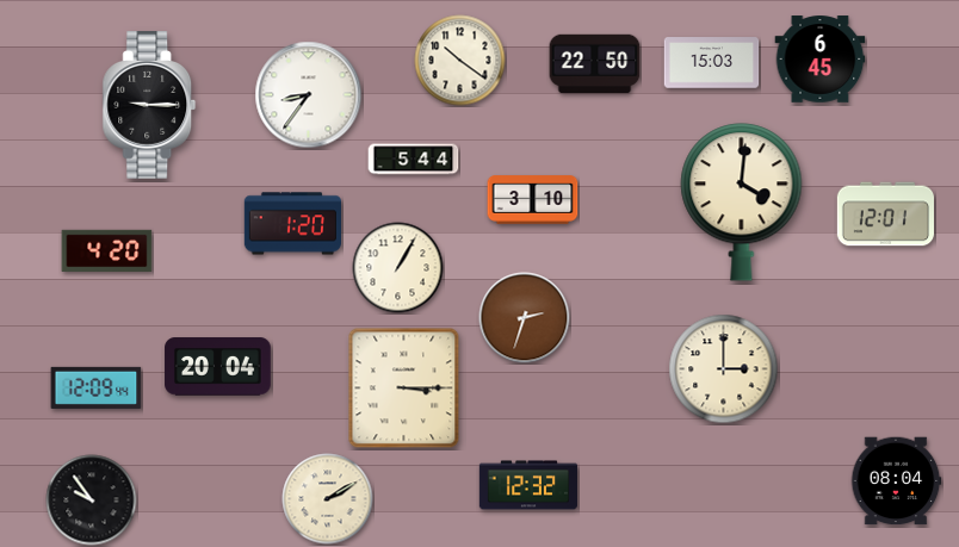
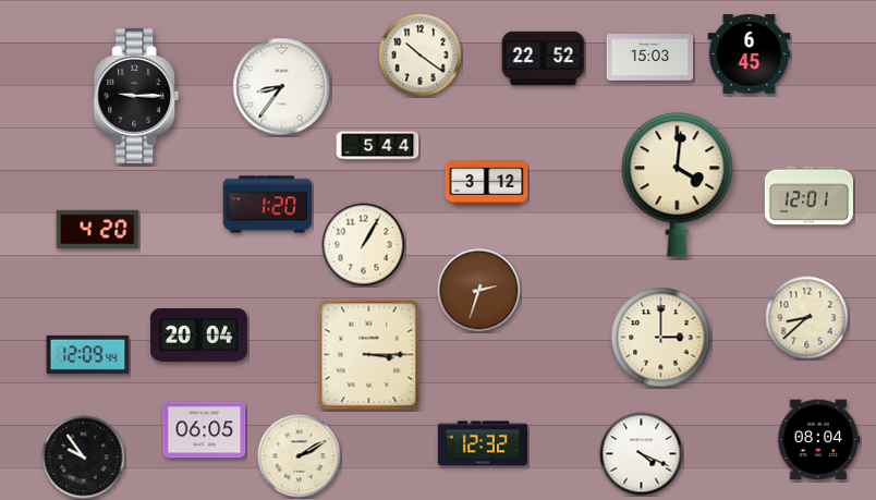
clock at (595, 64): 22:50 -> 22:52
clock at (533, 200): 3:10 -> 3:12
clock at (807, 318): none -> 8:38
clock at (205, 430): none -> 06:05
clock at (642, 454): none -> 4:19
